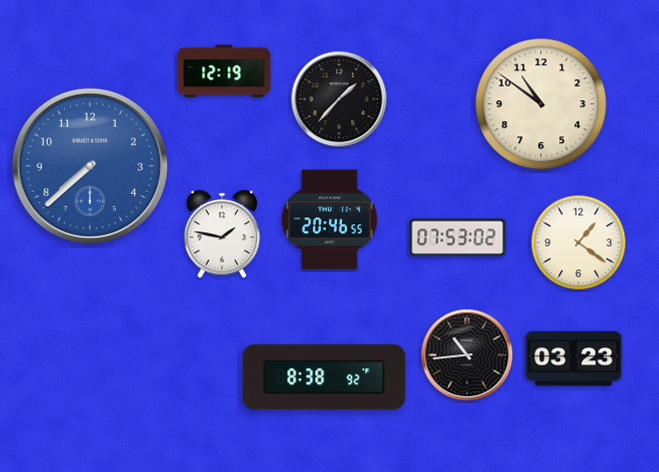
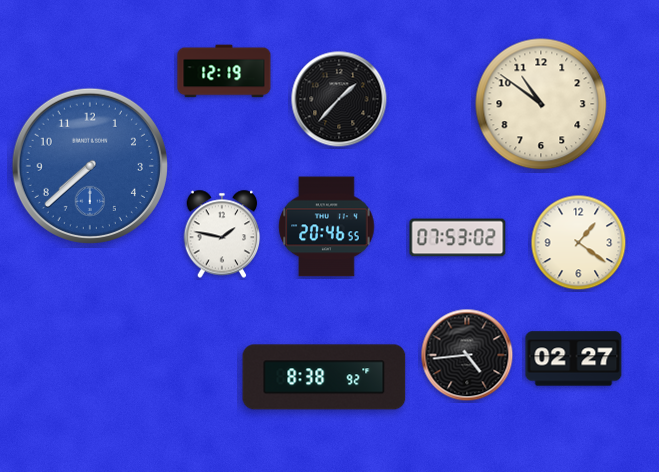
clock at (330, 220) position: (330, 220) -> (327, 227)
clock at (467, 355): 10:44 -> 4:44
clock at (574, 359): 03:23 -> 02:27
